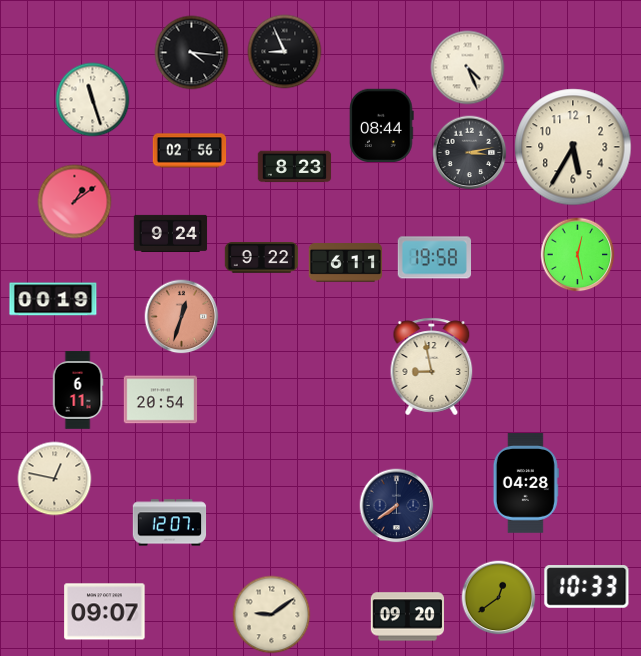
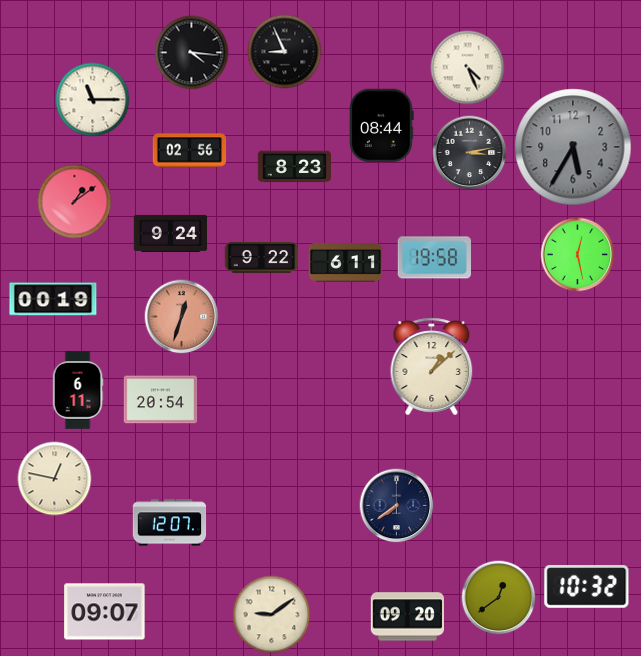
clock at (93, 100): 11:27 -> 11:15
clock at (573, 147) dial: cream -> grey
clock at (432, 367): 8:58 -> 1:08
clock at (526, 483): 04:28 -> none
clock at (587, 587): 10:33 -> 10:32
